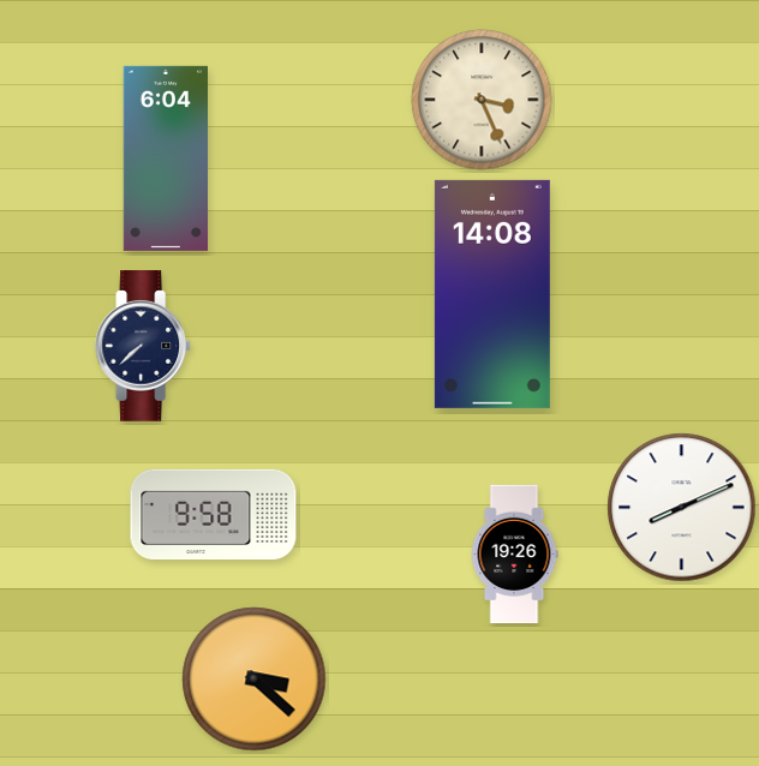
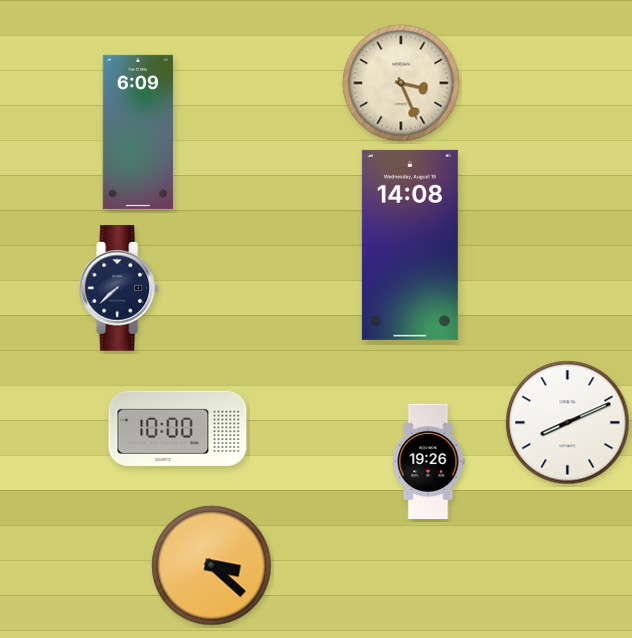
clock at (165, 158): 6:04 -> 6:09
clock at (214, 514): 9:58 -> 10:00
